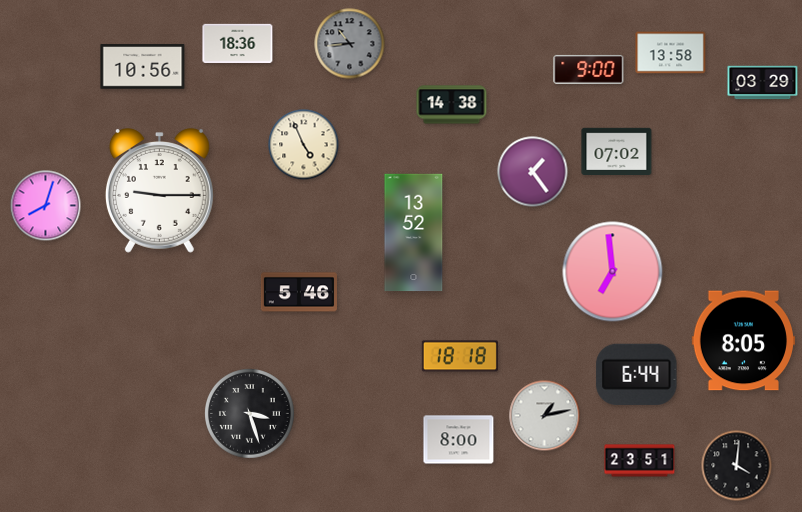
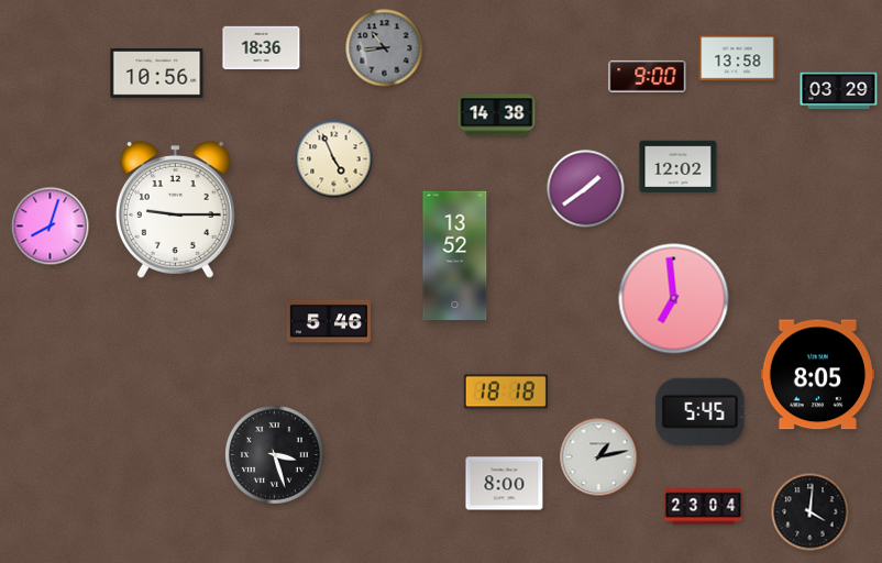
clock at (617, 151): 07:02 -> 12:02
clock at (533, 172): 1:24 -> 1:39
clock at (637, 374): 6:44 -> 5:45
clock at (640, 461): 23:51 -> 23:04
